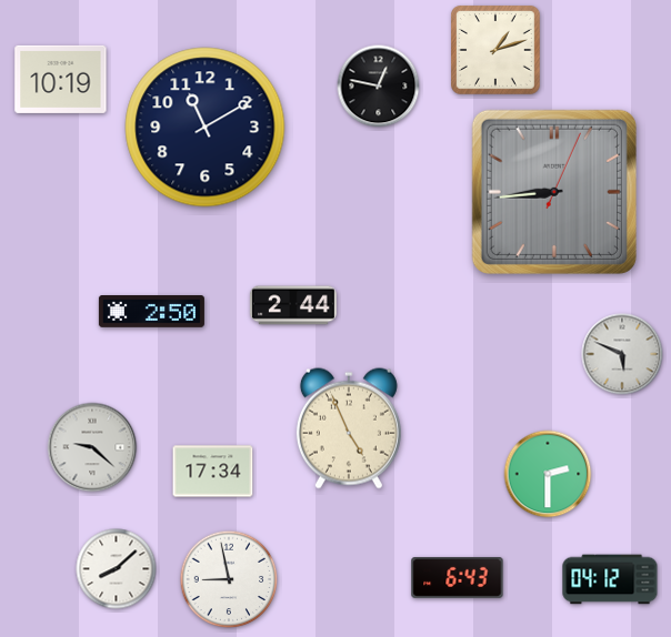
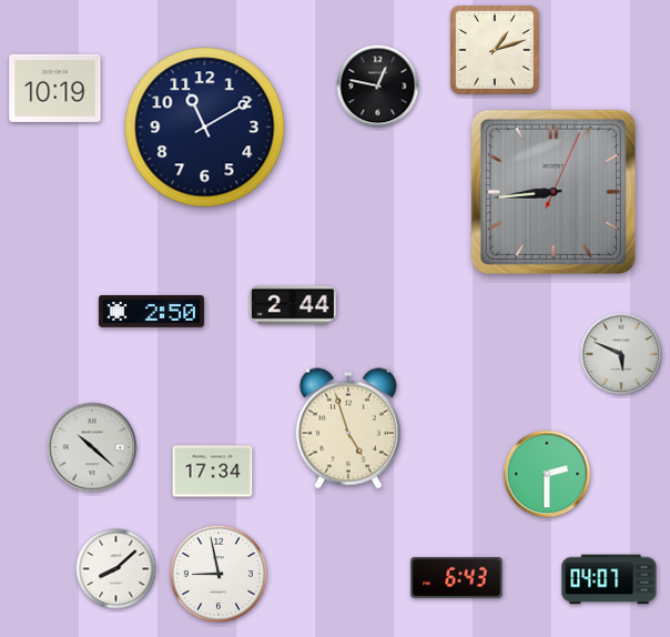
clock at (61, 79) position: (61, 79) -> (55, 88)
clock at (349, 428): 4:56 -> 4:57
clock at (92, 447): 9:22 -> 10:22
clock at (229, 579) position: (229, 579) -> (219, 574)
clock at (610, 579): 04:12 -> 04:07
